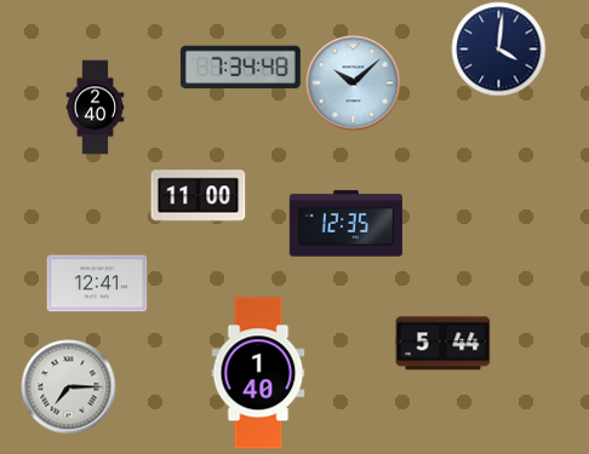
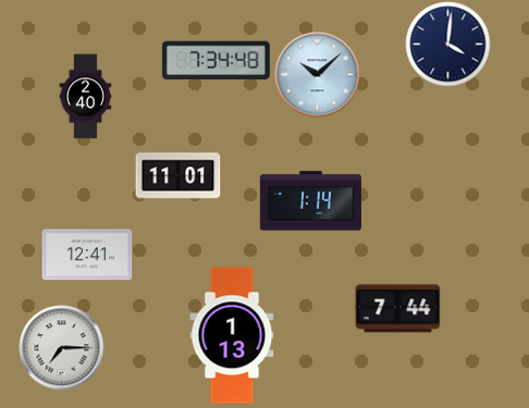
clock at (198, 196): 11:00 -> 11:01
clock at (345, 224): 12:35 -> 1:14
clock at (442, 344): 5:44 -> 7:44
clock at (258, 373): 1:40 -> 1:13
